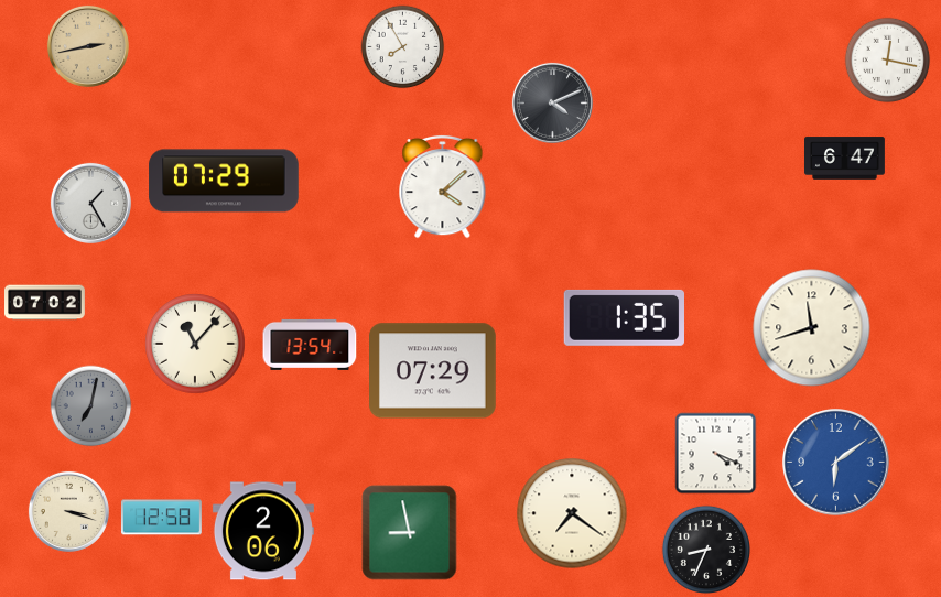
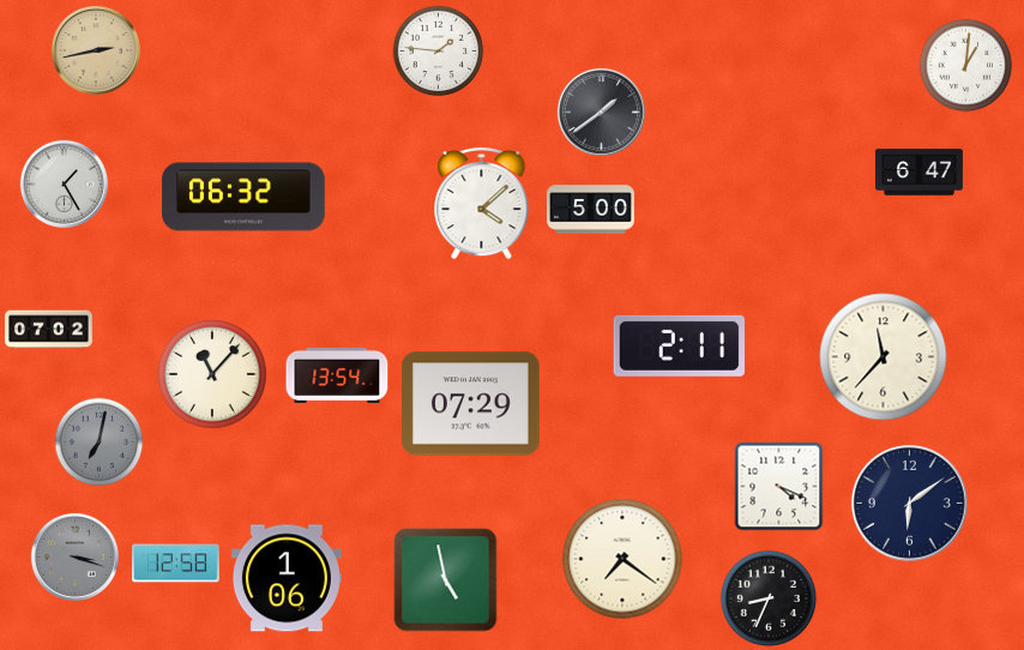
clock at (403, 47): 7:55 -> 1:46
clock at (888, 61): 12:17 -> 1:01
clock at (552, 102): 4:11 -> 1:39
clock at (224, 181): 07:29 -> 06:32
clock at (591, 210): none -> 5:00
clock at (90, 203) position: (90, 203) -> (64, 183)
clock at (624, 317): 1:35 -> 2:11
clock at (812, 328): 11:42 -> 11:37
clock at (716, 454) position: (716, 454) -> (779, 487)
clock at (836, 463) dial: blue -> navy
clock at (68, 511) dial: cream -> grey
clock at (263, 531): 2:06 -> 1:06
clock at (410, 533): 8:58 -> 4:58
